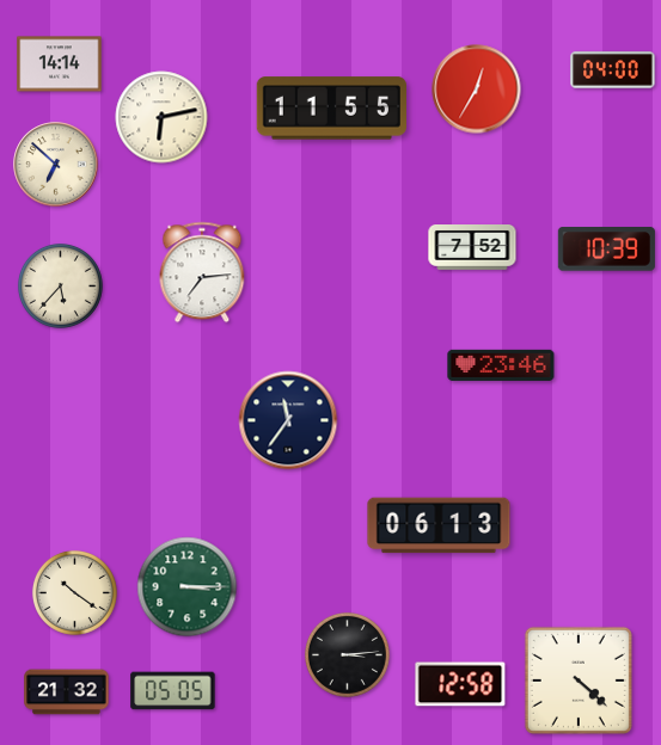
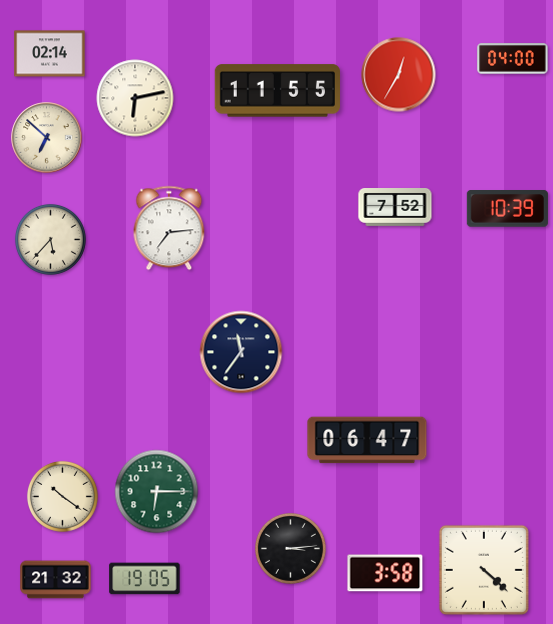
clock at (60, 64): 14:14 -> 02:14
clock at (501, 365): 23:46 -> none
clock at (439, 525): 06:13 -> 06:47
clock at (188, 587): 3:15 -> 6:15
clock at (460, 684): 12:58 -> 3:58
clock at (173, 691): 05:05 -> 19:05
